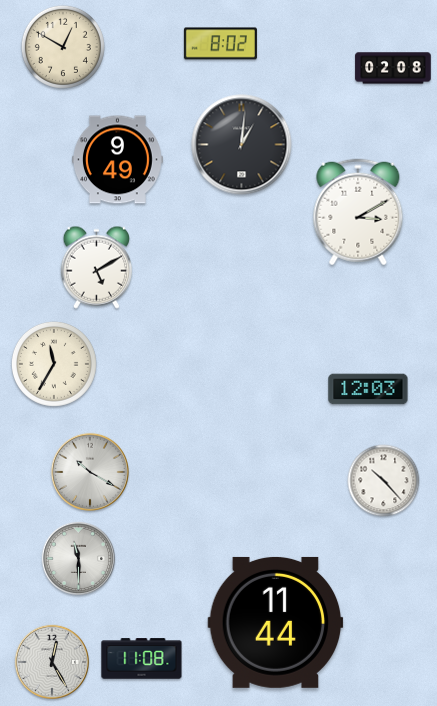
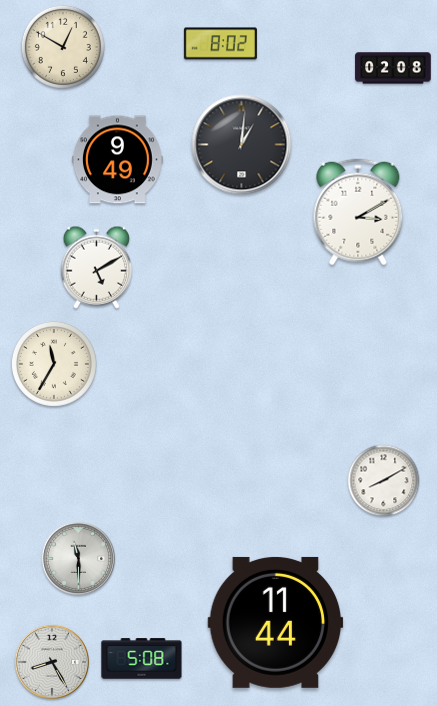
clock at (368, 389): 12:03 -> none
clock at (90, 472): 10:20 -> none
clock at (384, 481): 10:23 -> 8:10
clock at (142, 659): 11:08 -> 5:08
clock at (51, 661): 12:25 -> 8:25
